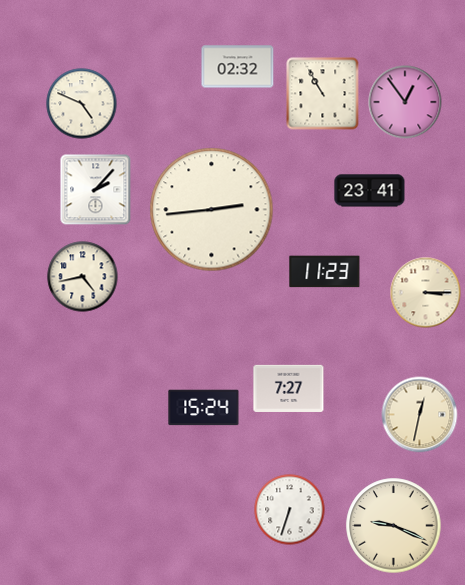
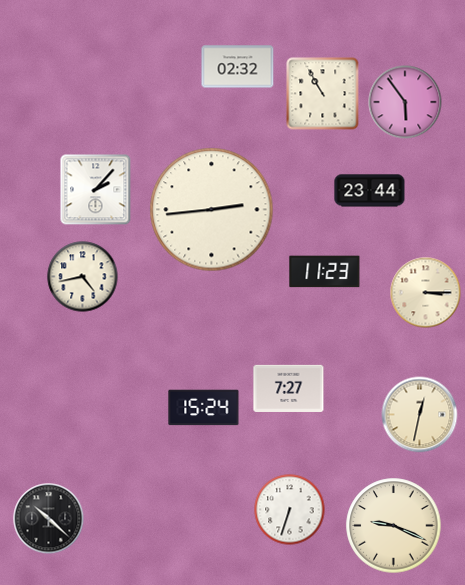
clock at (405, 102): 12:54 -> 5:54
clock at (82, 104): 4:49 -> none
clock at (370, 191): 23:41 -> 23:44
clock at (49, 519): none -> 10:22
